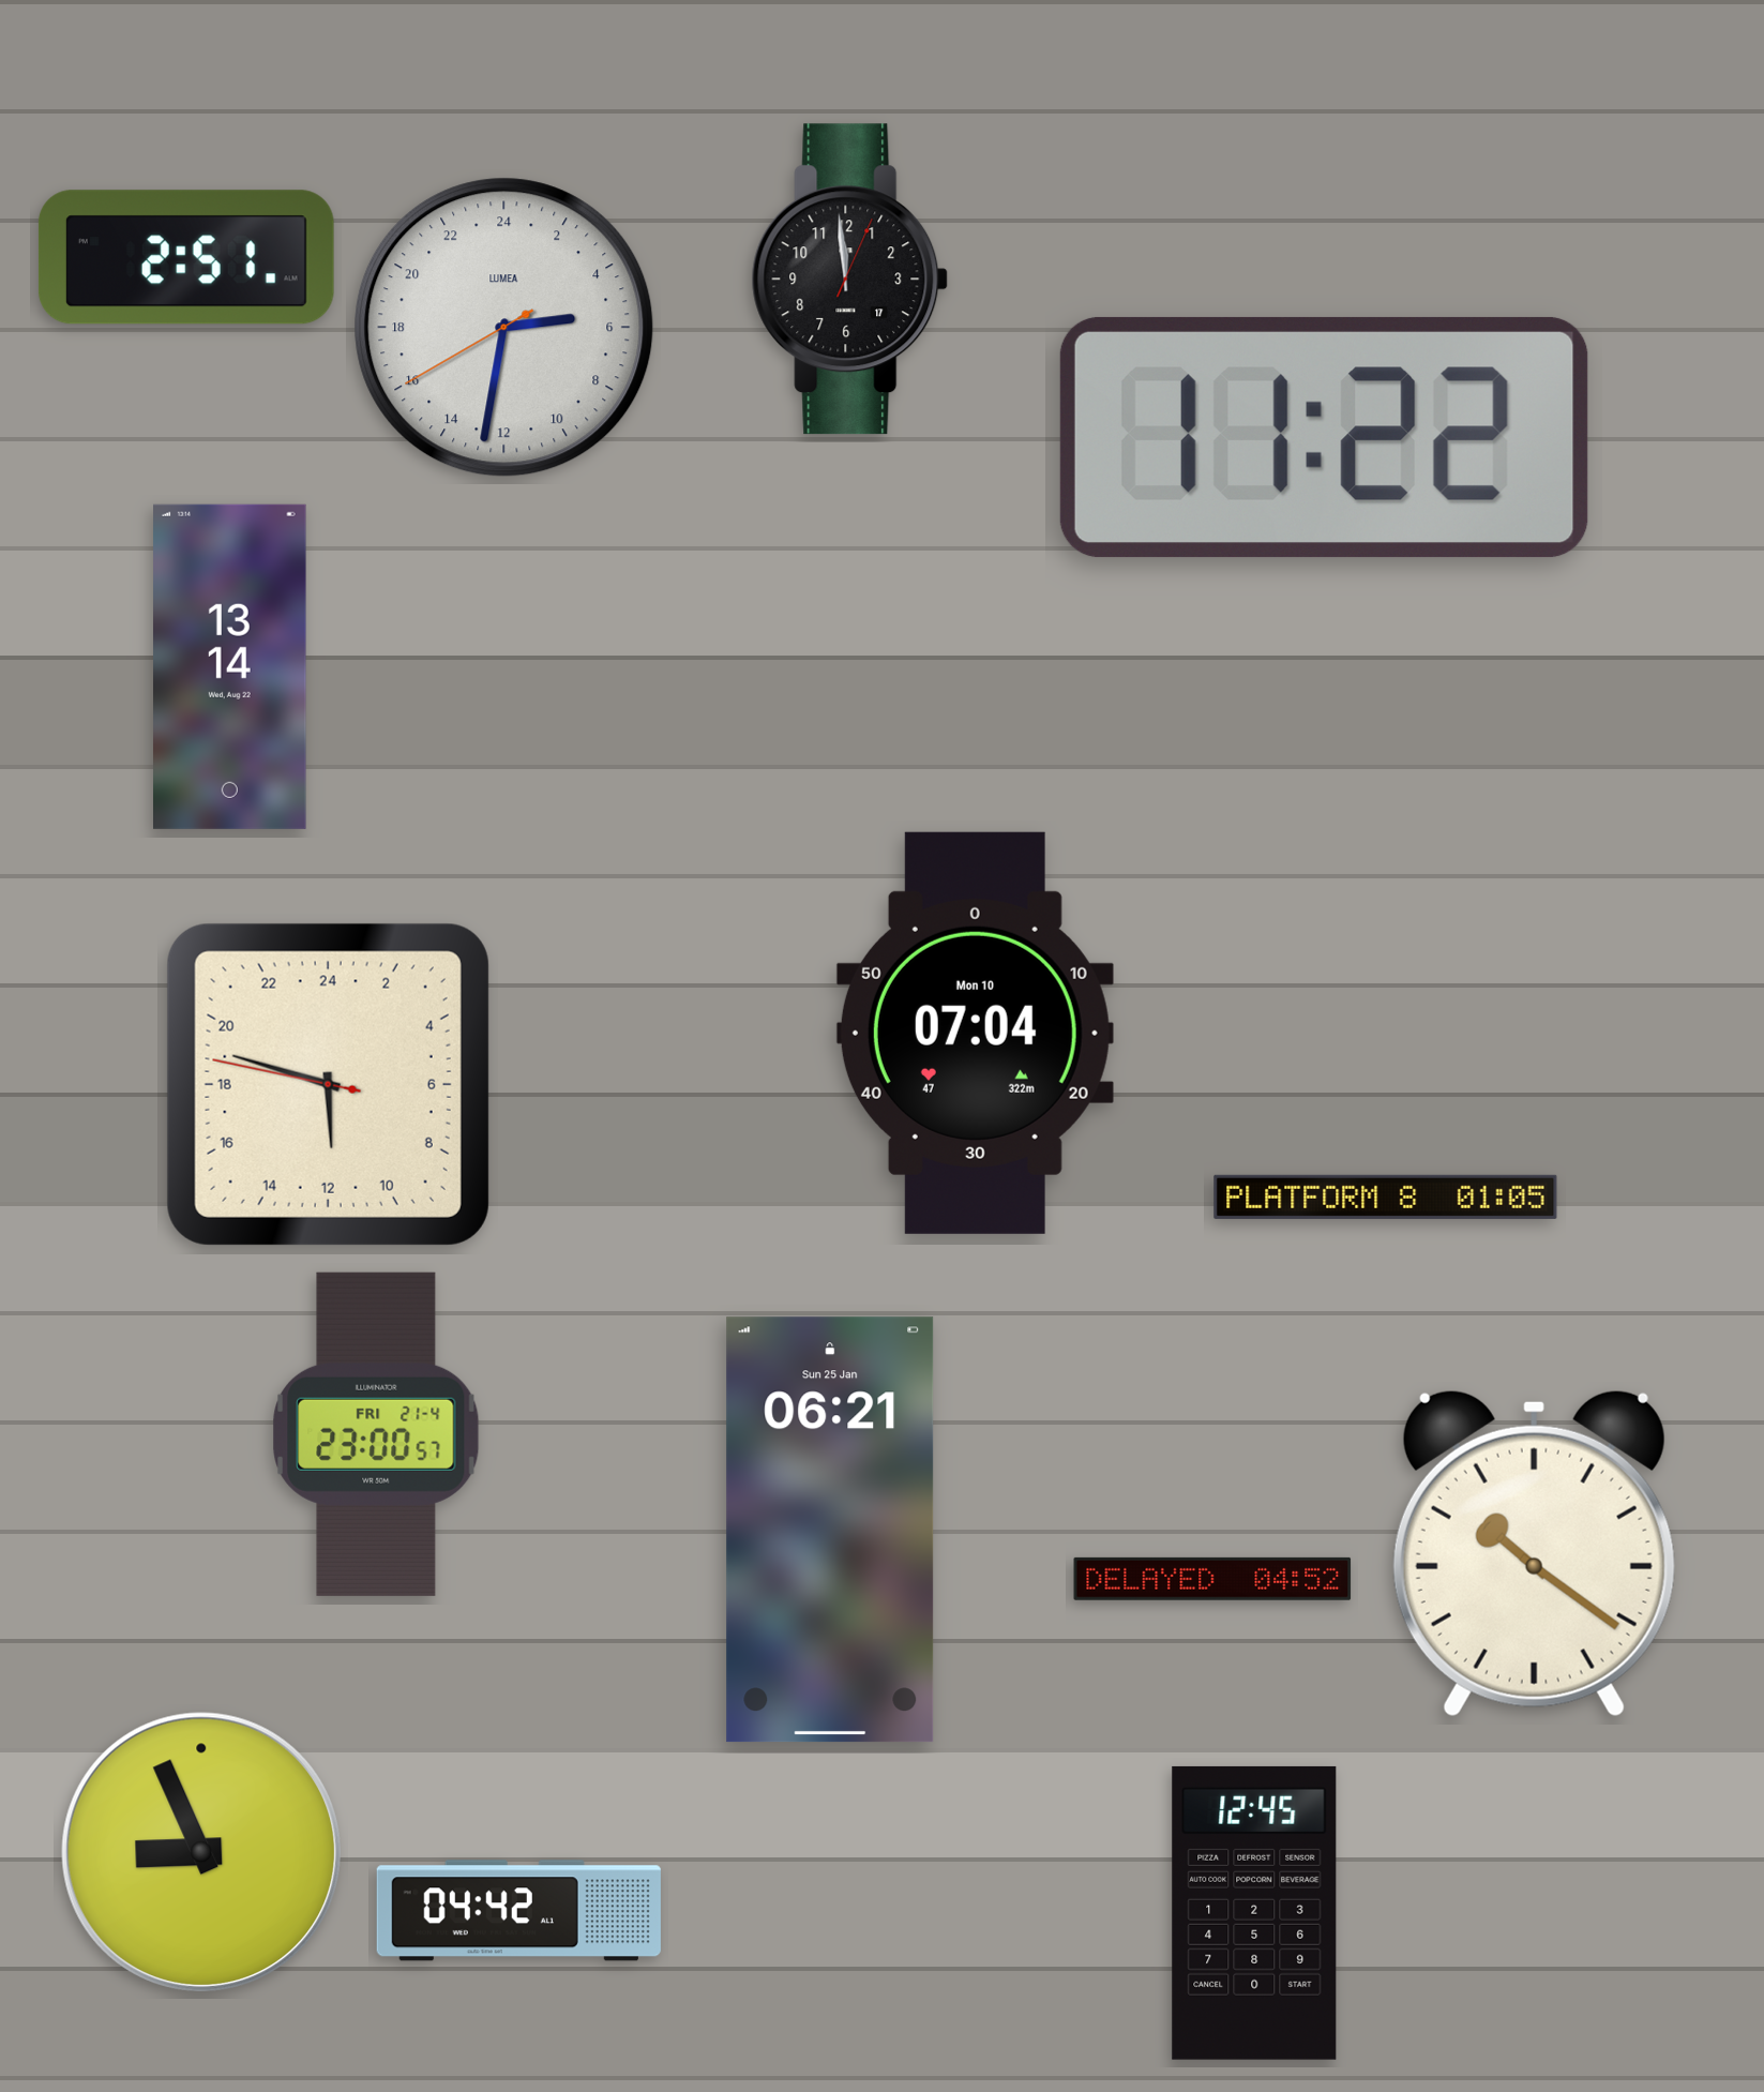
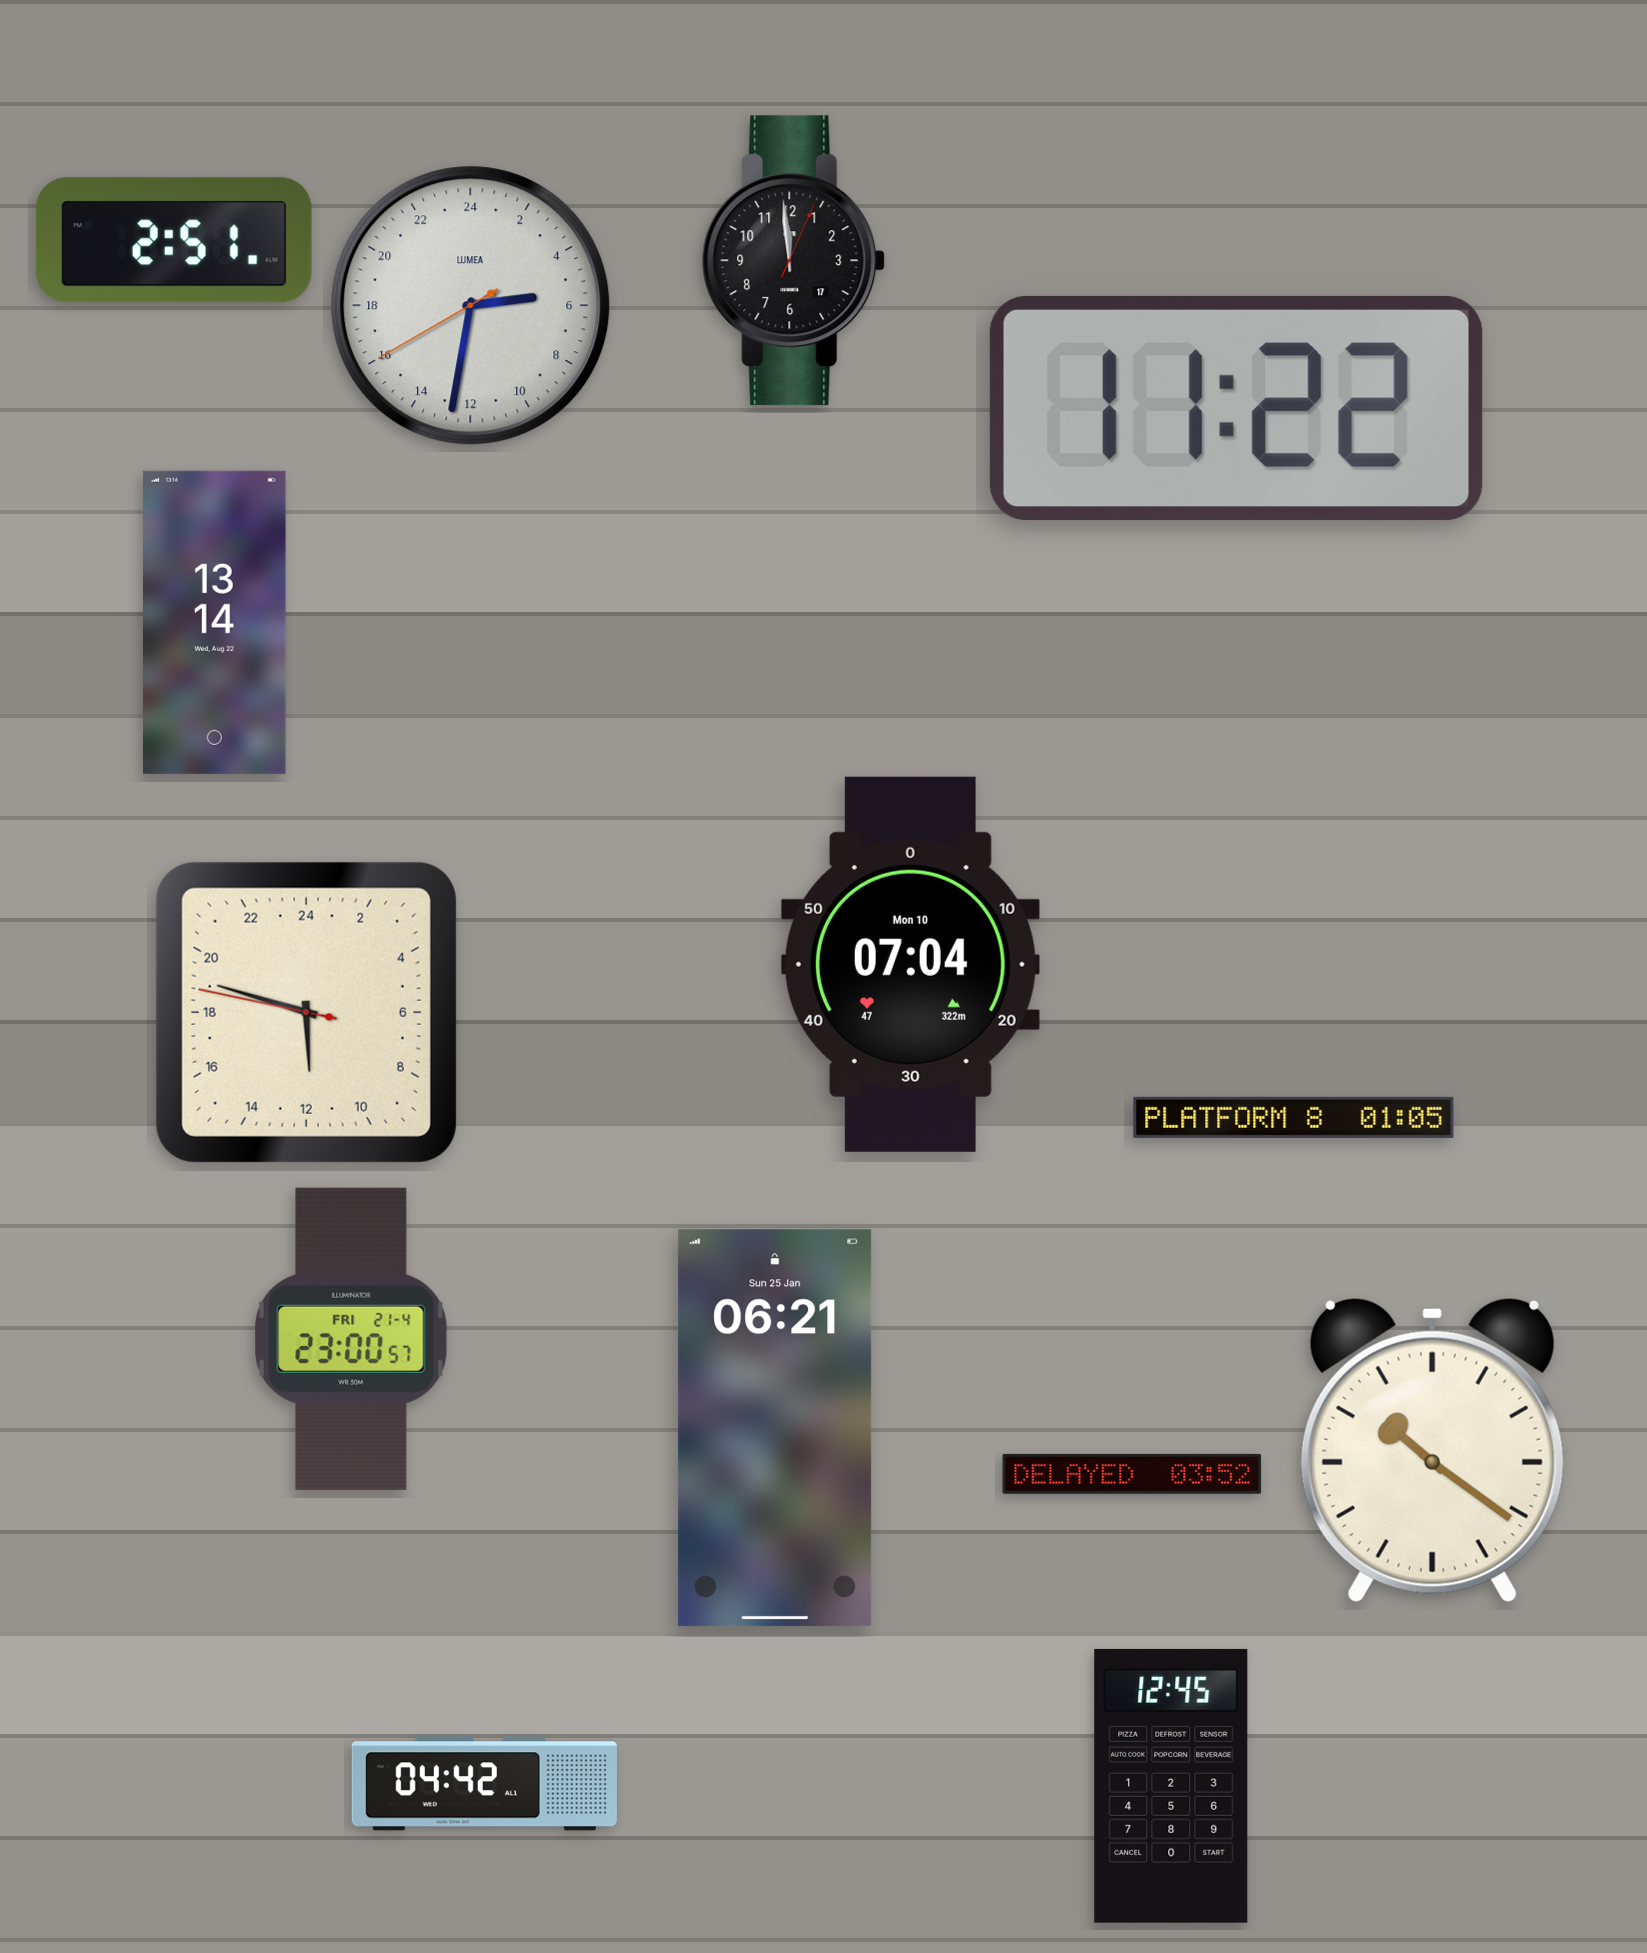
clock at (1212, 1579): 04:52 -> 03:52
clock at (200, 1851): 8:56 -> none
